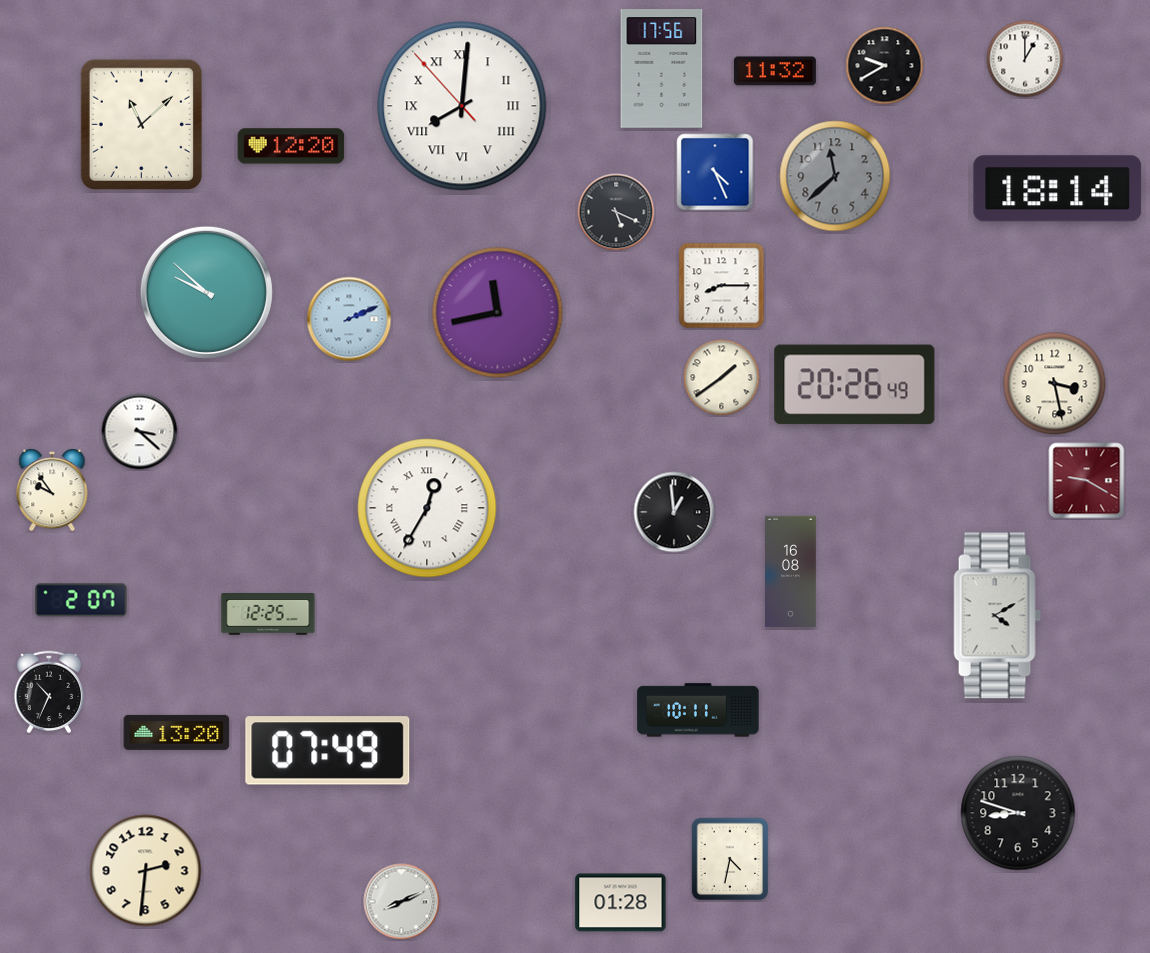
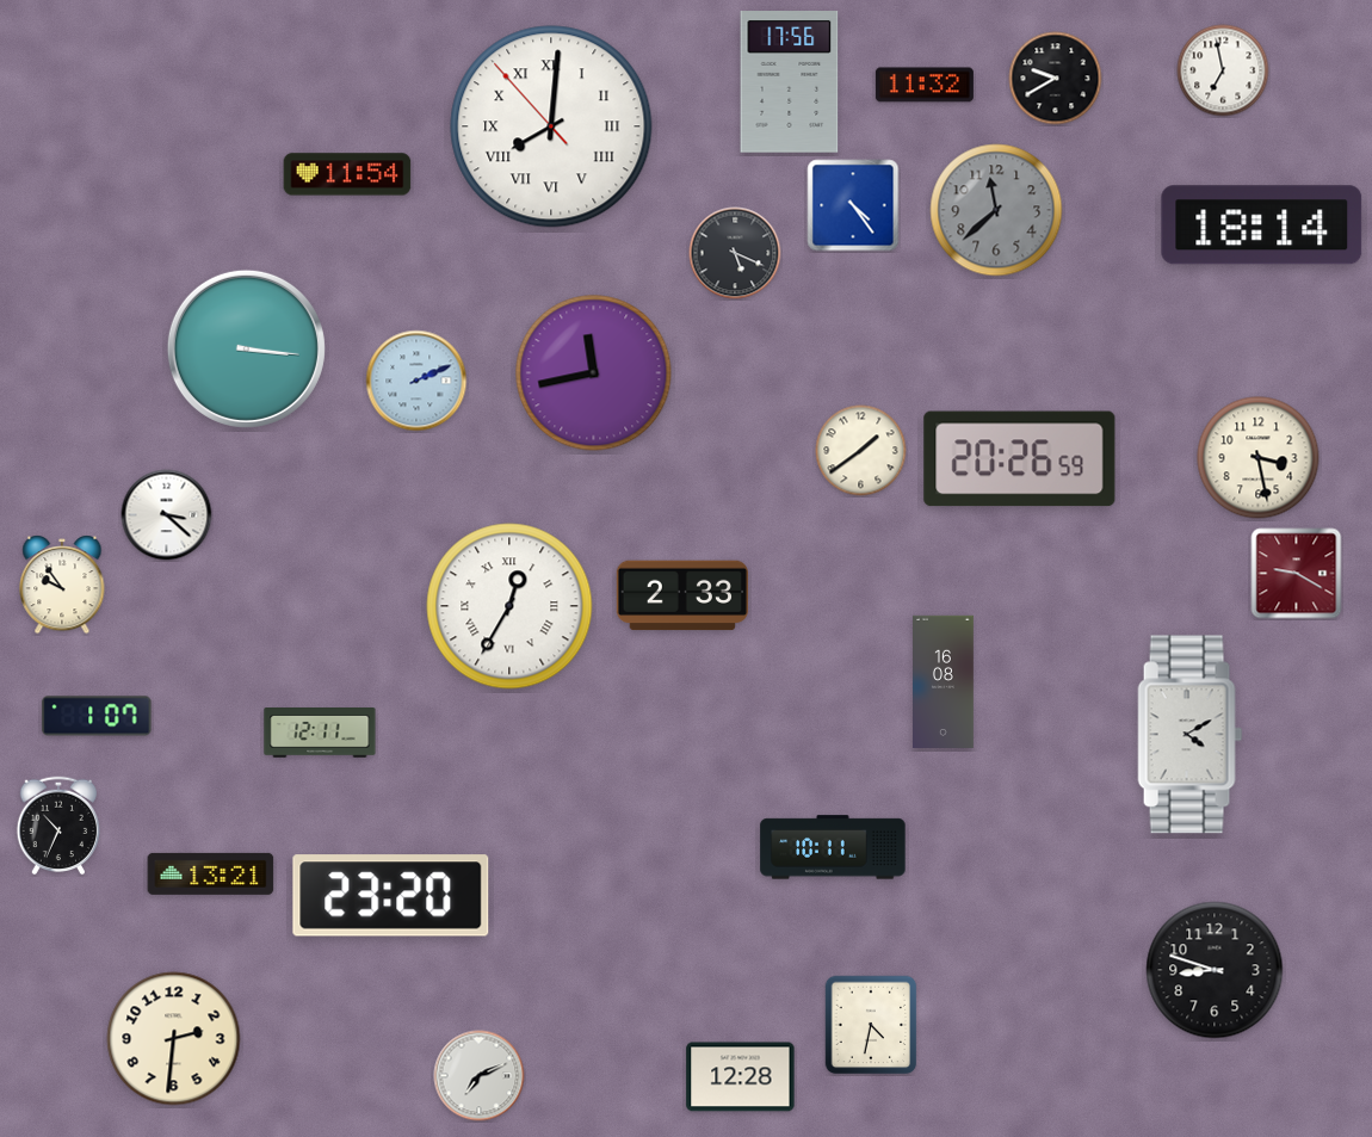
clock at (1025, 59): 1:00 -> 6:58
clock at (141, 124): 11:08 -> none
clock at (291, 146): 12:20 -> 11:54
clock at (715, 172): 4:26 -> 4:24
clock at (722, 286): 8:15 -> none
clock at (206, 292): 9:52 -> 3:16
clock at (855, 385): 20:26:49 -> 20:26:59
clock at (681, 595): none -> 2:33
clock at (674, 512): 12:59 -> none
clock at (81, 600): 2:07 -> 1:07
clock at (268, 615): 12:25 -> 12:11
clock at (177, 732): 13:20 -> 13:21
clock at (328, 751): 07:49 -> 23:20
clock at (402, 902): 8:11 -> 7:11
clock at (621, 903): 01:28 -> 12:28
